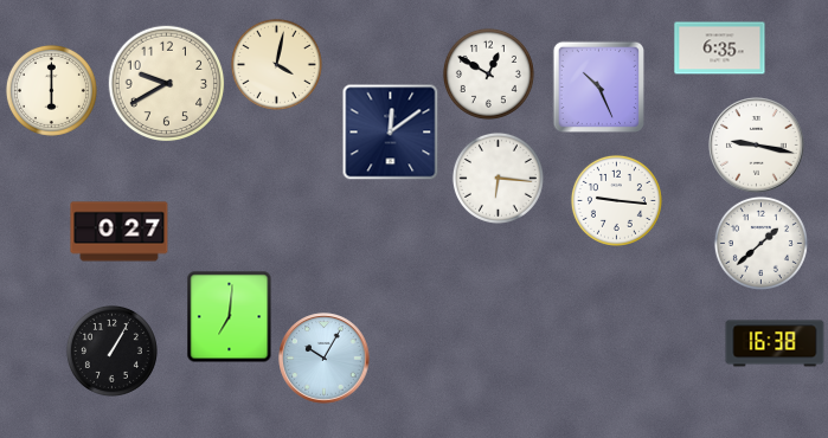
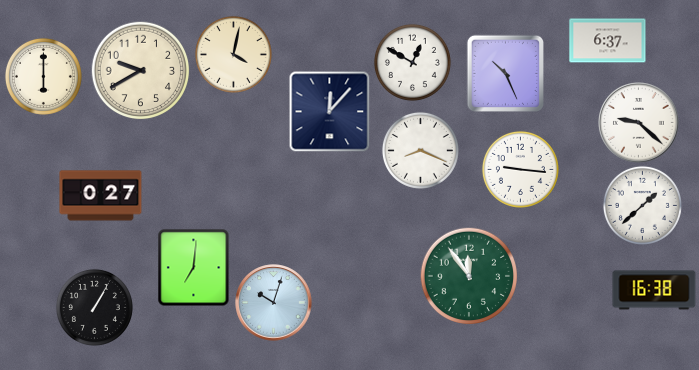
clock at (720, 49): 6:35 -> 6:37
clock at (390, 131): 12:09 -> 12:07
clock at (757, 146): 9:17 -> 9:22
clock at (498, 178): 6:16 -> 8:19
clock at (469, 276): none -> 11:54
clock at (111, 350) position: (111, 350) -> (94, 307)
clock at (325, 359): 10:05 -> 10:03
